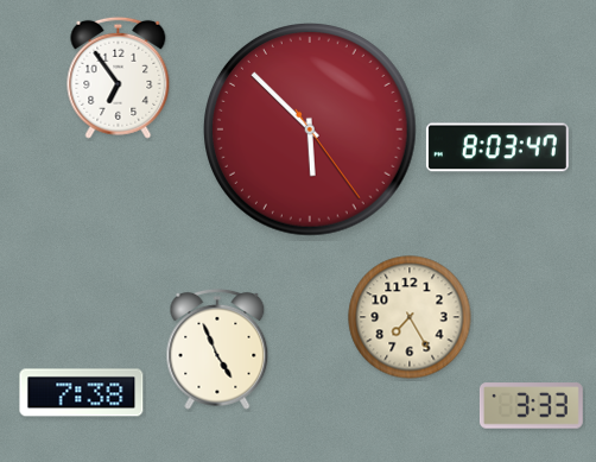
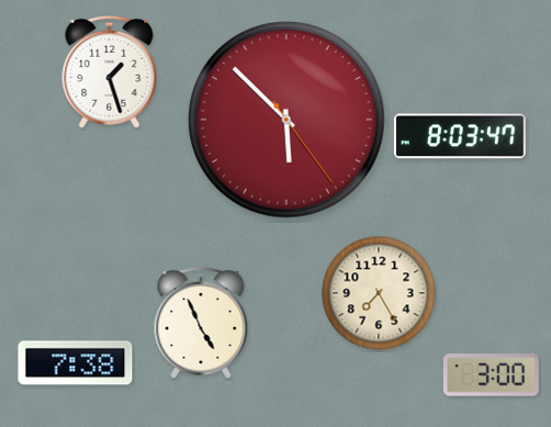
clock at (119, 77): 6:54 -> 1:27
clock at (531, 406): 3:33 -> 3:00
